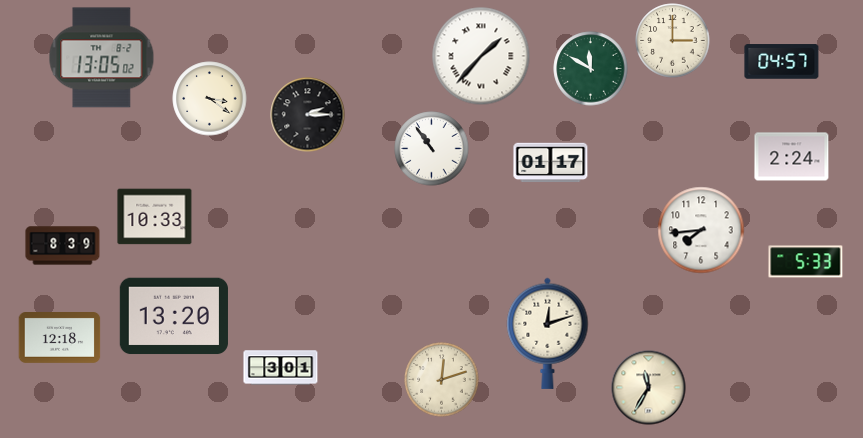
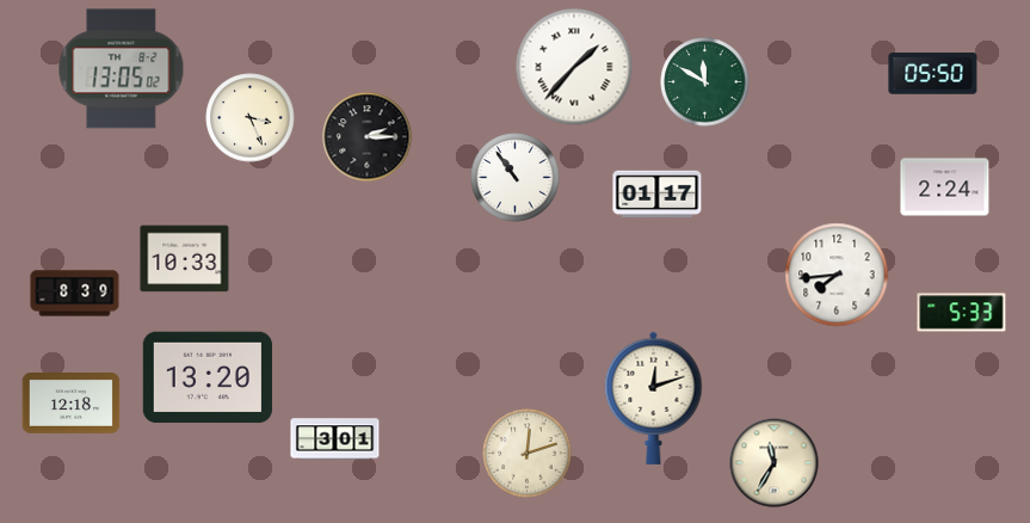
clock at (673, 41): 3:00 -> none
clock at (782, 62): 04:57 -> 05:50
clock at (210, 99): 3:21 -> 3:26
